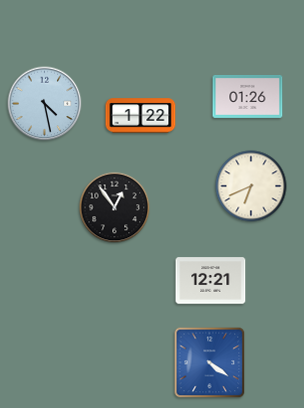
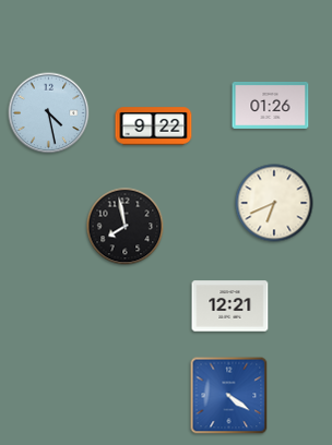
clock at (141, 116): 1:22 -> 9:22
clock at (115, 208): 12:54 -> 7:58
